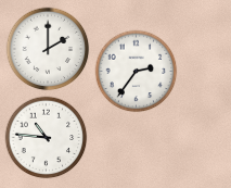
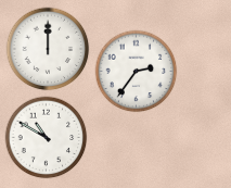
clock at (48, 49): 2:00 -> 12:00
clock at (47, 138): 10:46 -> 10:50
